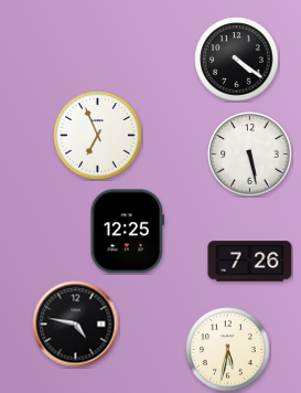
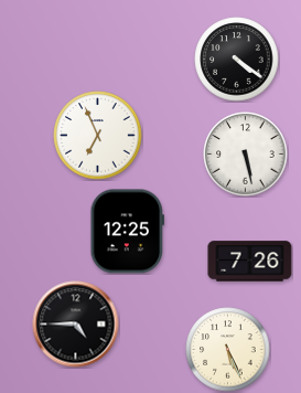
clock at (250, 155) position: (250, 155) -> (246, 155)
clock at (76, 325): 4:47 -> 4:45
clock at (228, 350): 5:32 -> 5:26
